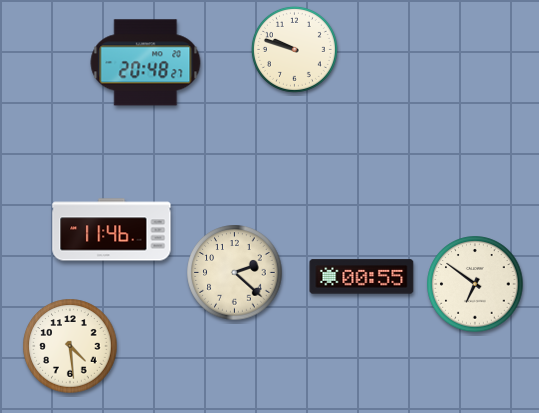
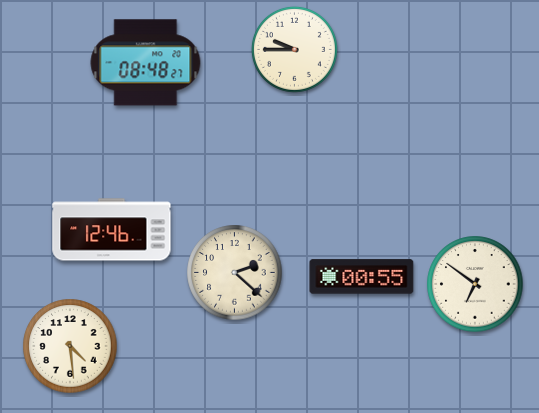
clock at (294, 49): 9:48 -> 9:45
clock at (146, 63): 20:48 -> 08:48
clock at (112, 230): 11:46 -> 12:46
